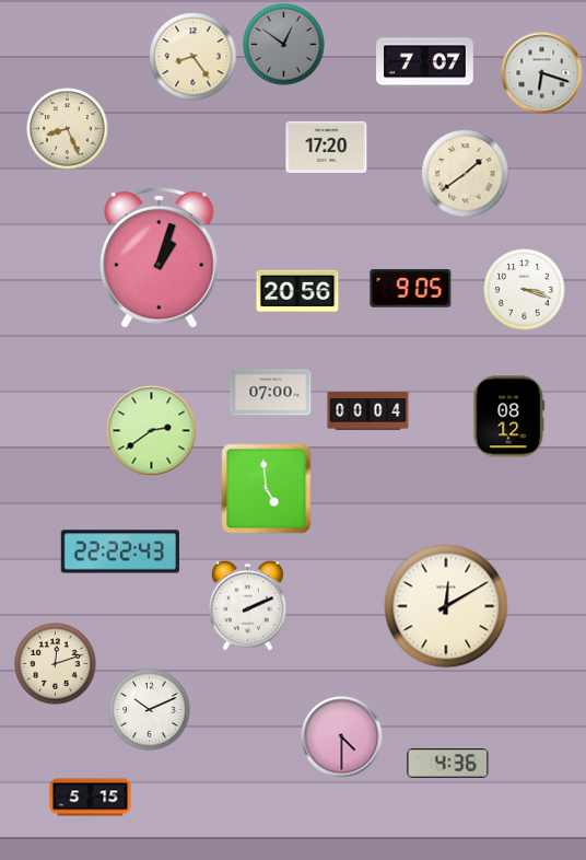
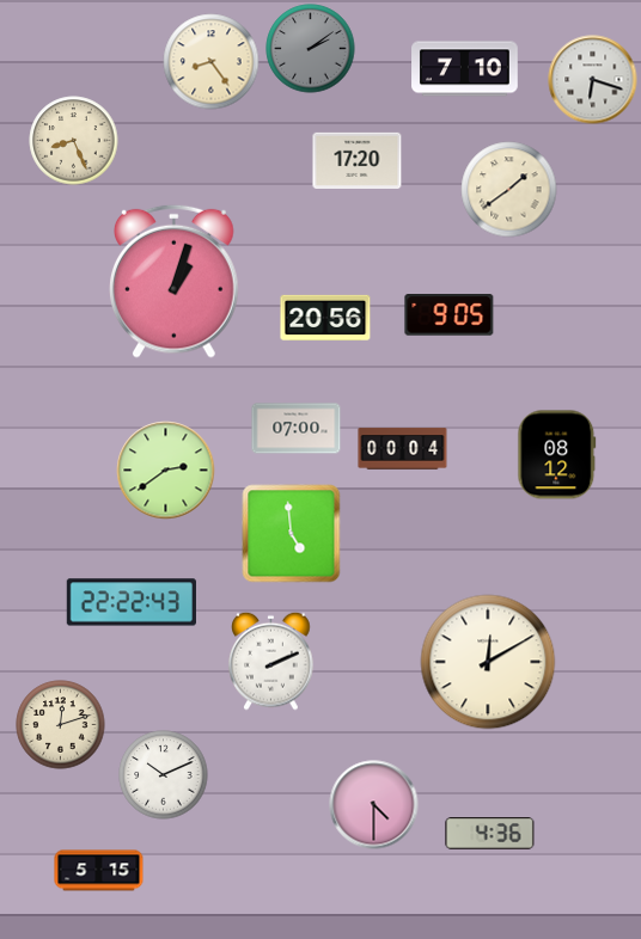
clock at (284, 45): 12:51 -> 2:09
clock at (425, 63): 7:07 -> 7:10
clock at (525, 290): 3:18 -> none
